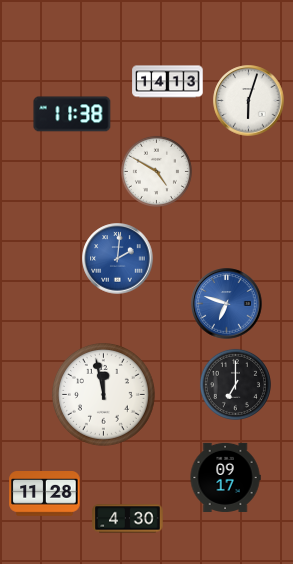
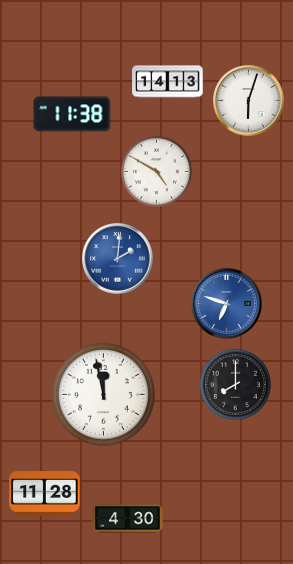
clock at (235, 384): 7:00 -> 8:00
clock at (225, 477): 09:17 -> none
